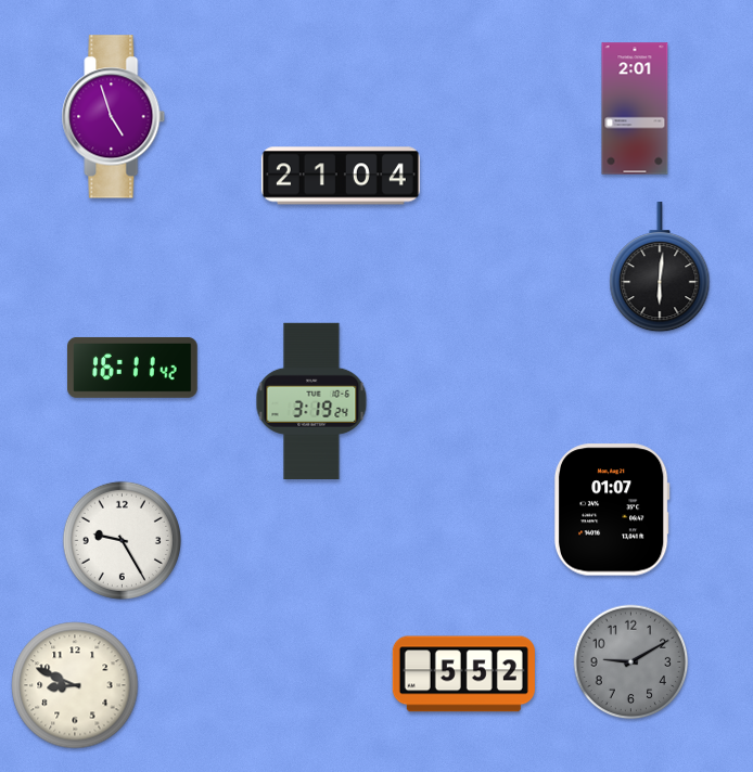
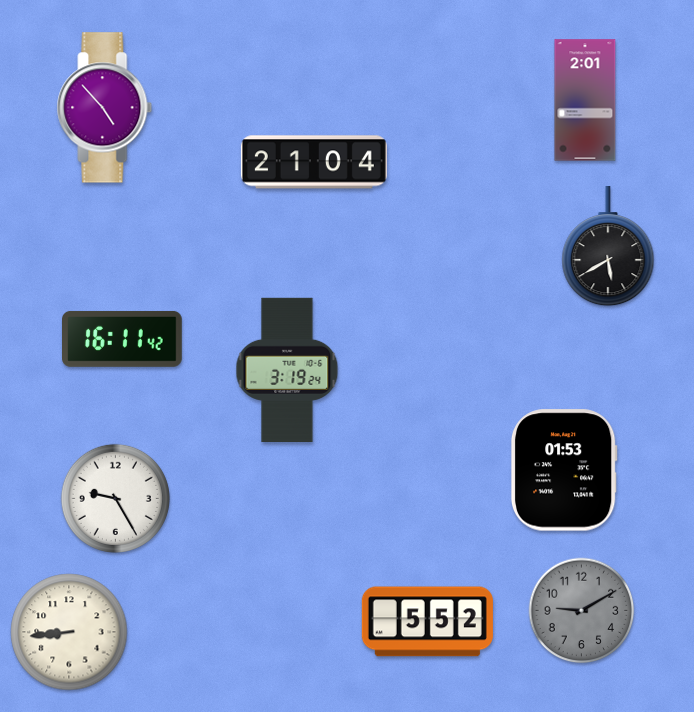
clock at (114, 117): 4:57 -> 4:53
clock at (660, 268): 6:01 -> 5:40
clock at (612, 510): 01:07 -> 01:53
clock at (122, 540) position: (122, 540) -> (115, 498)
clock at (75, 685): 8:49 -> 8:44
